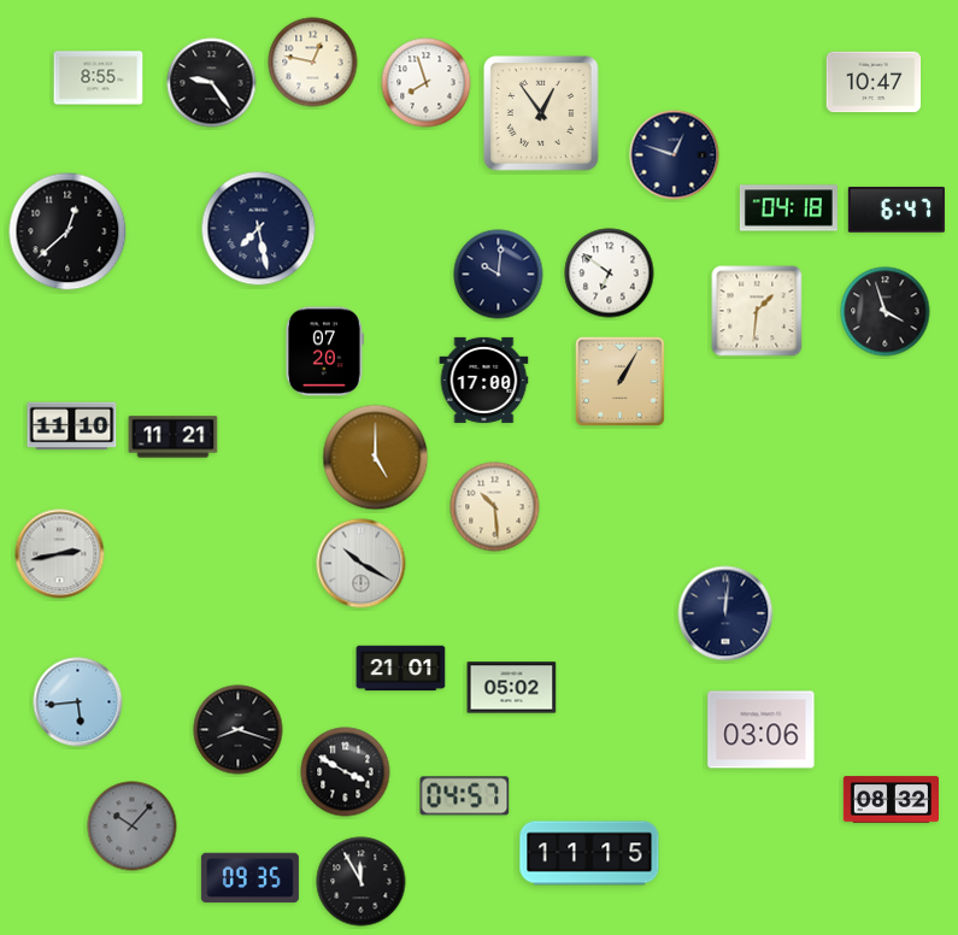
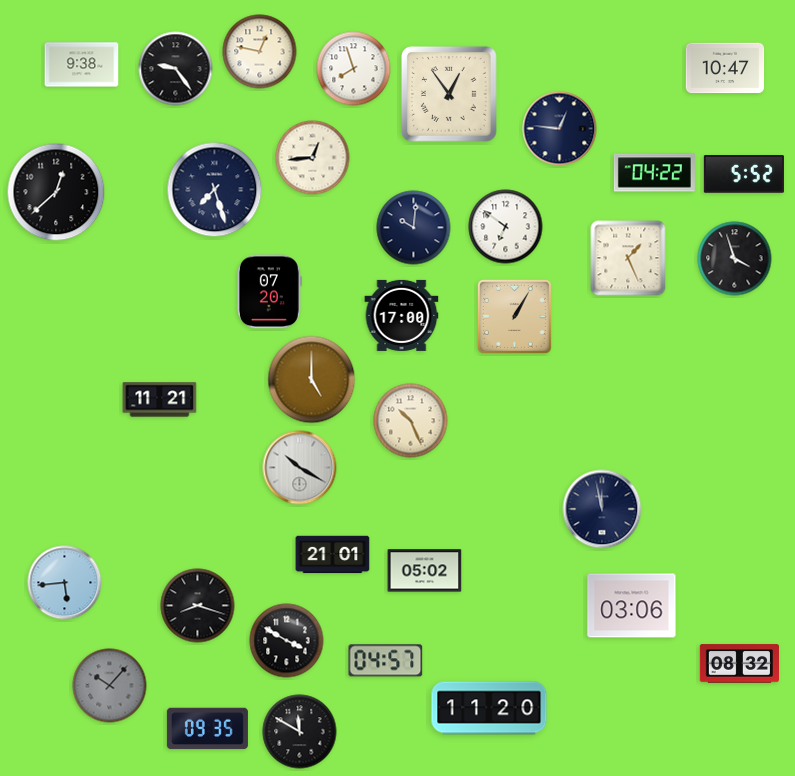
clock at (99, 78): 8:55 -> 9:38
clock at (675, 155): 12:48 -> 12:46
clock at (313, 158): none -> 12:44
clock at (788, 208): 04:18 -> 04:22
clock at (897, 210): 6:47 -> 5:52
clock at (259, 229): 7:28 -> 7:27
clock at (757, 311): 1:31 -> 1:26
clock at (72, 427): 11:10 -> none
clock at (174, 437) position: (174, 437) -> (160, 400)
clock at (495, 507): 10:29 -> 10:26
clock at (60, 554): 2:43 -> none
clock at (725, 613): 12:01 -> 11:58
clock at (589, 853): 11:15 -> 11:20
clock at (362, 882): 11:55 -> 11:50
